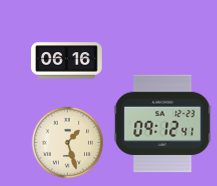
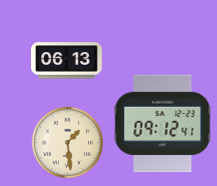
clock at (67, 61): 06:16 -> 06:13
clock at (68, 143): 1:27 -> 1:29
